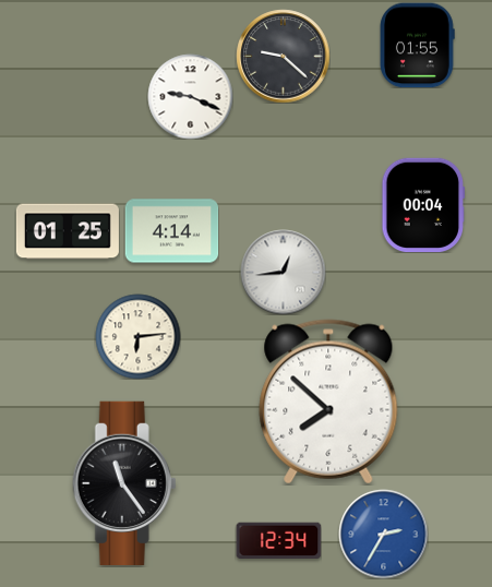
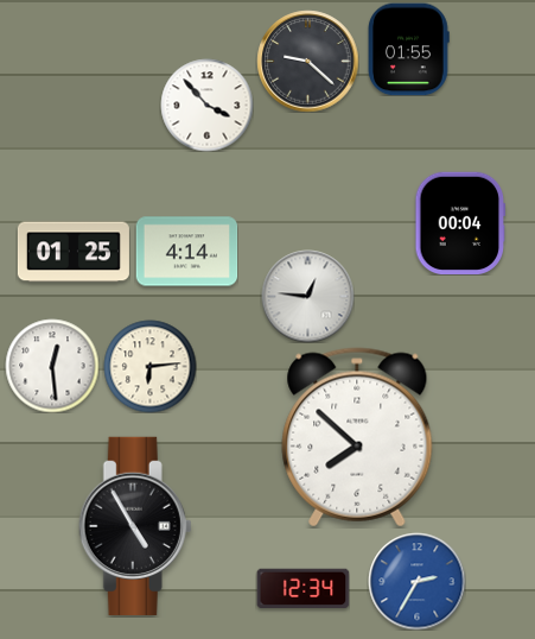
clock at (418, 45) position: (418, 45) -> (409, 49)
clock at (190, 96): 9:19 -> 3:53
clock at (283, 272): 12:44 -> 12:46
clock at (52, 366): none -> 12:29
clock at (124, 483): 11:24 -> 4:55
